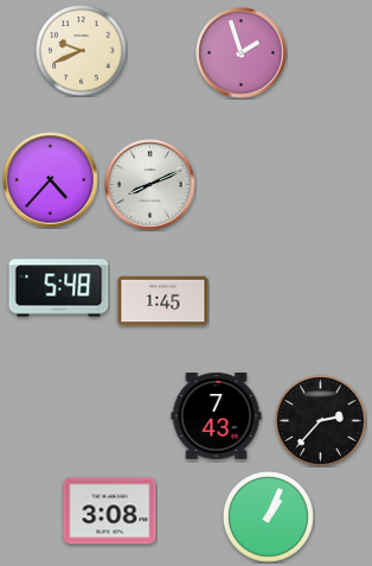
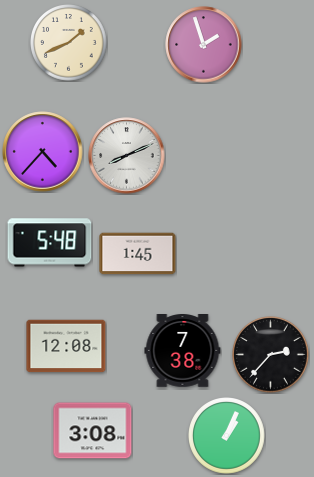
clock at (82, 51): 9:41 -> 1:41
clock at (66, 346): none -> 12:08
clock at (217, 416): 7:43 -> 7:38
